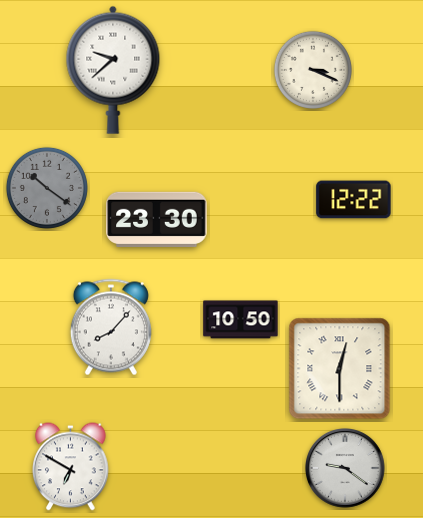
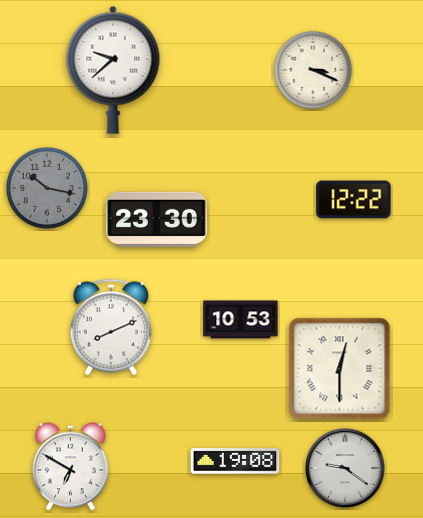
clock at (47, 188): 10:21 -> 10:17
clock at (241, 320): 10:50 -> 10:53
clock at (111, 327): 8:07 -> 8:11
clock at (235, 461): none -> 19:08
